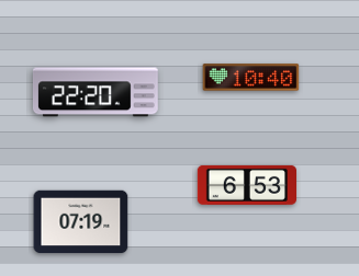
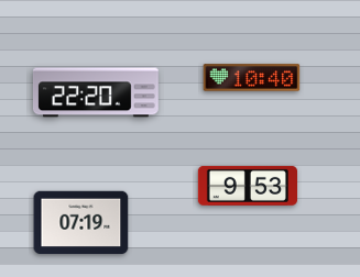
clock at (246, 185): 6:53 -> 9:53
